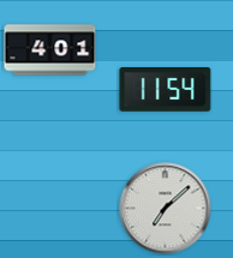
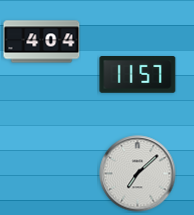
clock at (50, 50): 4:01 -> 4:04
clock at (166, 90): 11:54 -> 11:57
